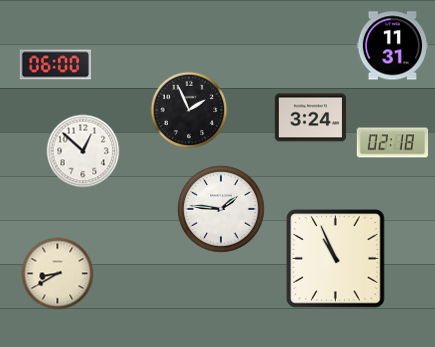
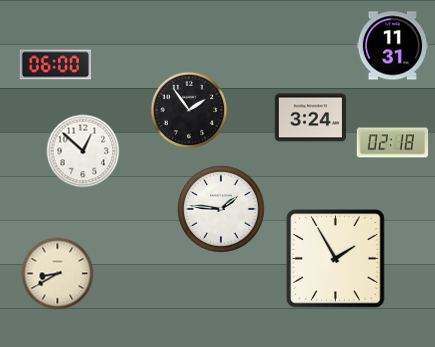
clock at (189, 110): 1:56 -> 1:54
clock at (336, 259): 10:56 -> 1:55
